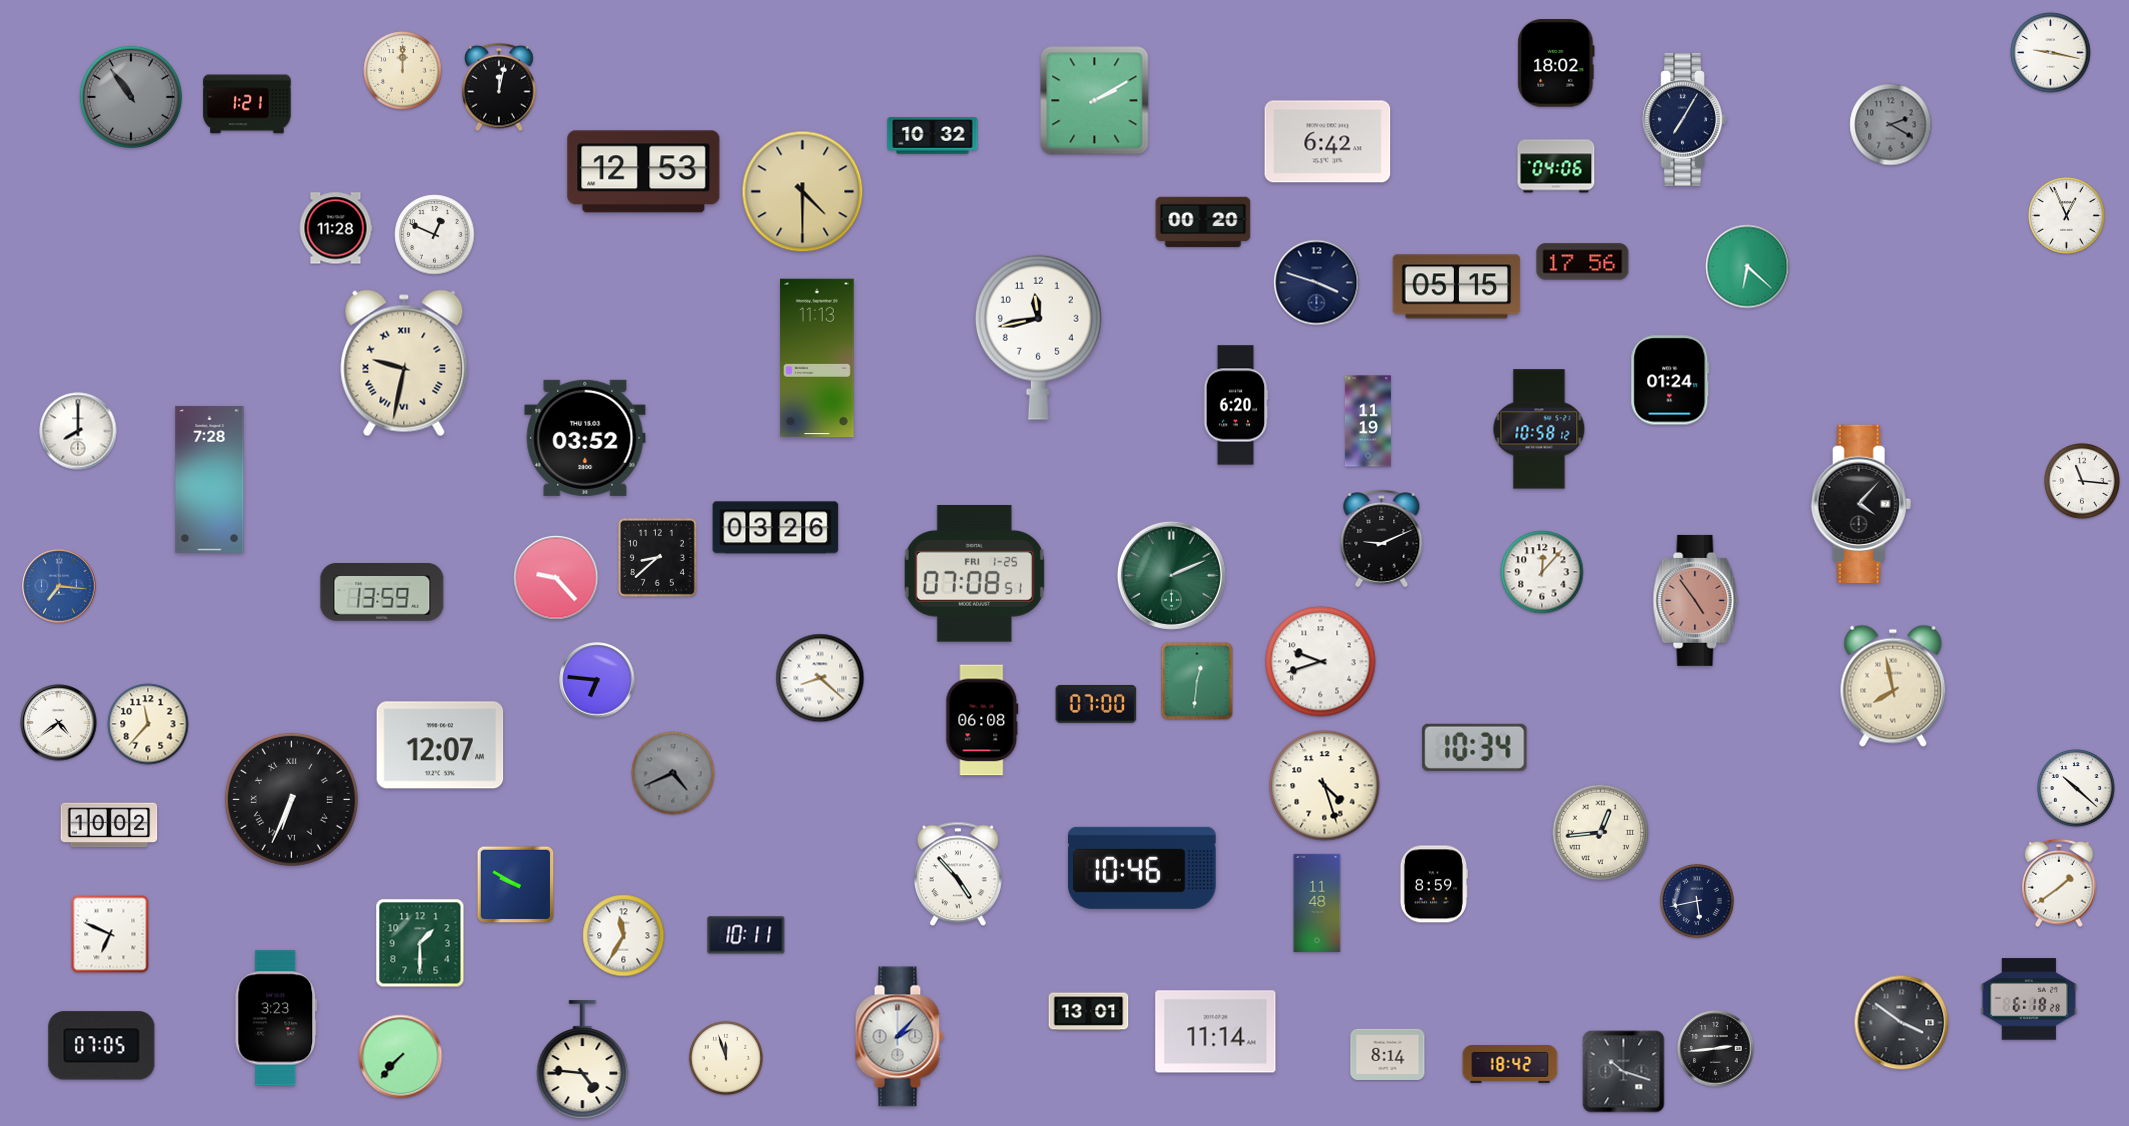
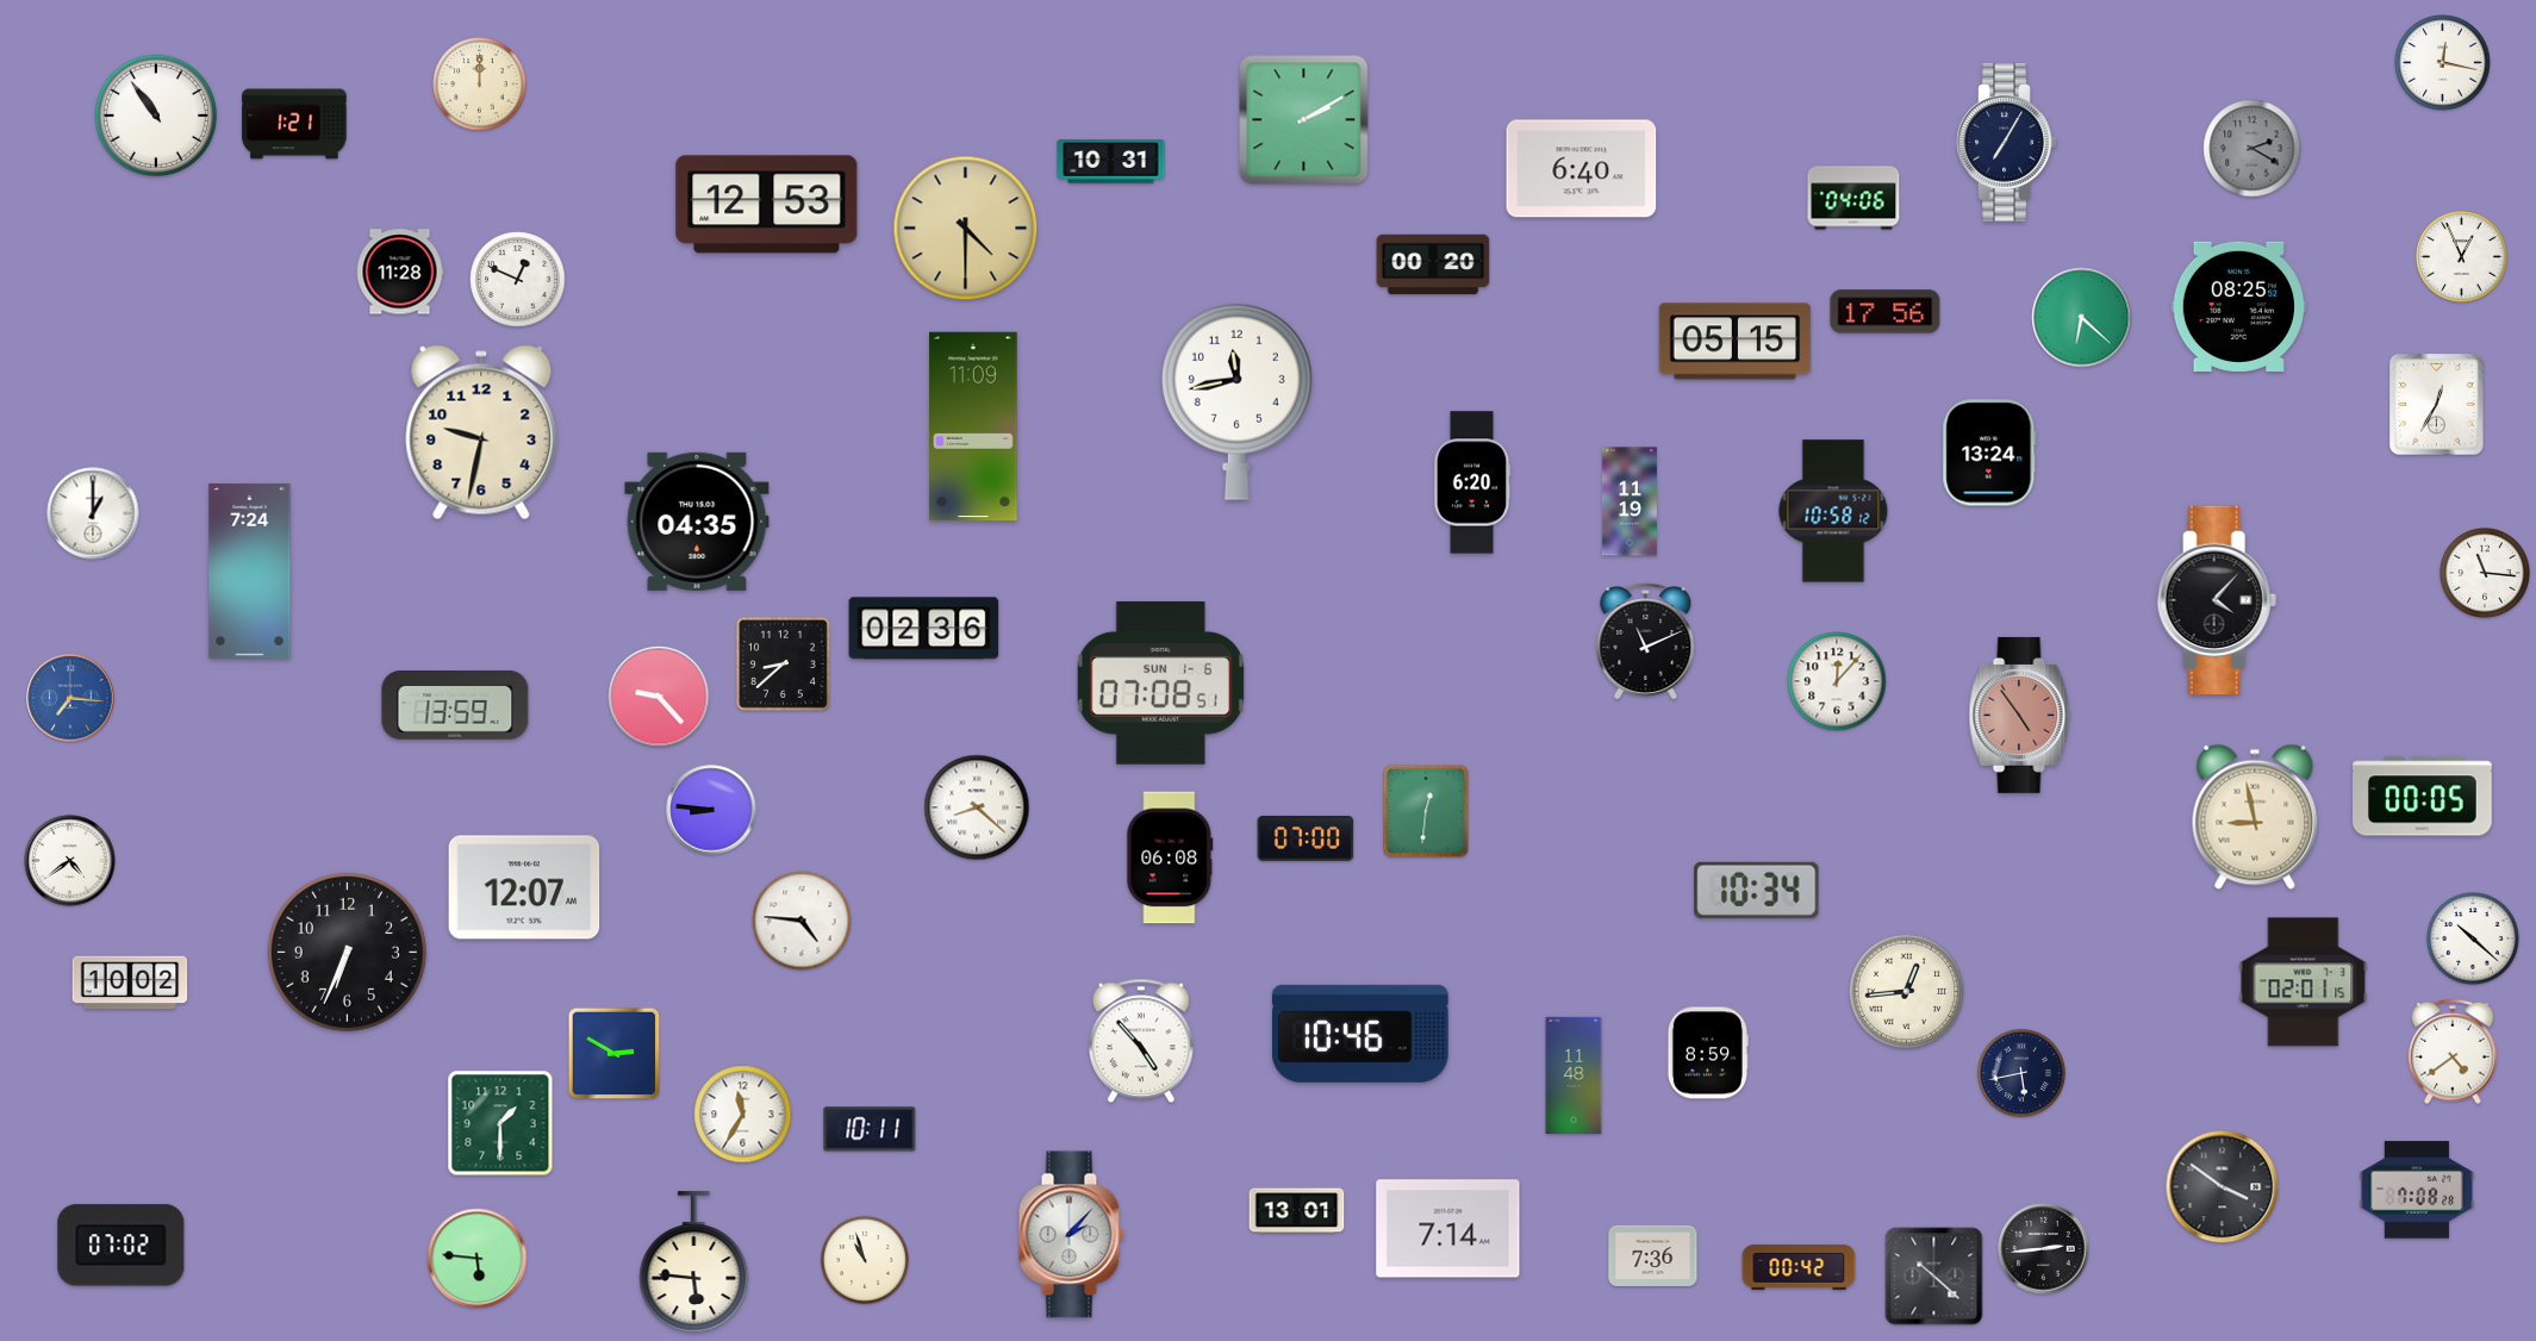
clock at (2051, 53): 9:17 -> 12:17
clock at (1556, 63): 18:02 -> none
clock at (499, 87): 12:02 -> none
clock at (131, 97) dial: grey -> white
clock at (933, 136): 10:32 -> 10:31
clock at (1328, 142): 6:42 -> 6:40
clock at (803, 192) position: (803, 192) -> (966, 229)
clock at (2238, 306): none -> 08:25
clock at (1317, 283): 3:48 -> none
clock at (2437, 405): none -> 12:35
clock at (817, 358): 11:13 -> 11:09
clock at (404, 363) numerals: Roman -> Arabic
clock at (1670, 380): 01:24 -> 13:24
clock at (78, 431): 8:00 -> 1:00
clock at (585, 438): 03:52 -> 04:35
clock at (210, 479): 7:28 -> 7:24
clock at (2083, 482) position: (2083, 482) -> (2486, 574)
clock at (776, 528): 03:26 -> 02:36
clock at (1382, 539): 9:11 -> 11:11
clock at (974, 573) date: FRI 1-25 -> SUN 1-6
clock at (1171, 575): 2:11 -> none
clock at (556, 578) position: (556, 578) -> (659, 697)
clock at (1321, 662): 9:42 -> none
clock at (2423, 797): none -> 00:05
clock at (597, 680): 6:46 -> 8:46
clock at (1893, 686): 7:58 -> 8:58
clock at (148, 724): 11:37 -> none
clock at (673, 773): 4:41 -> 4:46
clock at (673, 773) dial: grey -> white
clock at (1325, 786): 4:27 -> none
clock at (291, 799) numerals: Roman -> Arabic
clock at (2304, 983): none -> 02:01
clock at (2059, 883): 1:39 -> 4:39
clock at (516, 885): 9:50 -> 2:50
clock at (1317, 902) position: (1317, 902) -> (1574, 1074)
clock at (110, 934): 6:49 -> none
clock at (746, 935) position: (746, 935) -> (870, 1129)
clock at (2029, 999): 6:18 -> 7:08
clock at (1089, 1012) position: (1089, 1012) -> (1297, 1211)
clock at (276, 1018): 3:23 -> none
clock at (1902, 1023) position: (1902, 1023) -> (2223, 1187)
clock at (1216, 1032): 11:14 -> 7:14
clock at (102, 1046): 07:05 -> 07:02
clock at (1388, 1054): 8:14 -> 7:36
clock at (401, 1057): 7:37 -> 5:46
clock at (726, 1058): 11:57 -> 10:57
clock at (583, 1059): 4:46 -> 5:46
clock at (1510, 1064): 18:42 -> 00:42
clock at (1624, 1072): 10:18 -> 10:22
